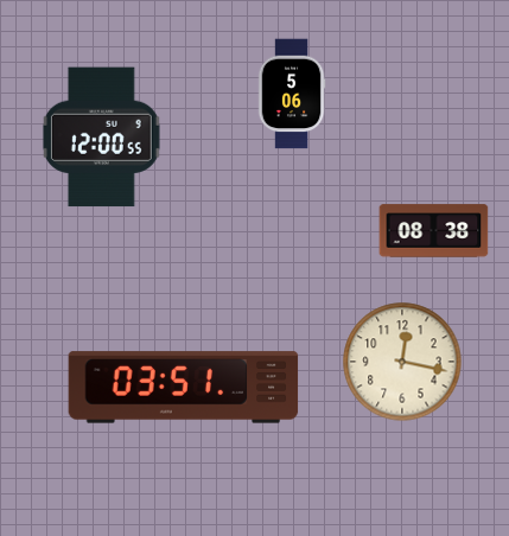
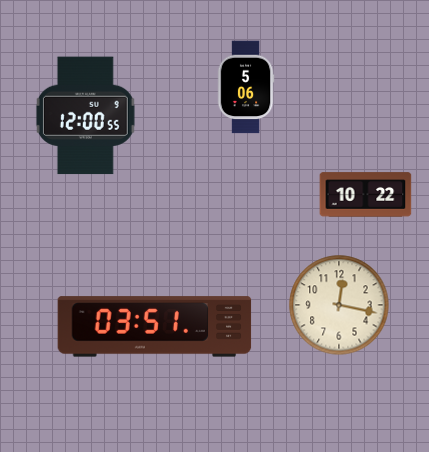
clock at (292, 94) position: (292, 94) -> (246, 87)
clock at (434, 231): 08:38 -> 10:22
